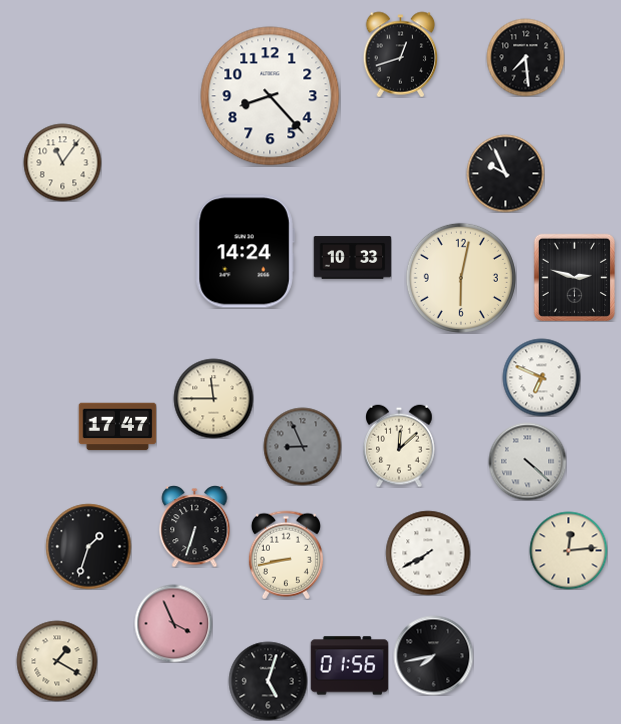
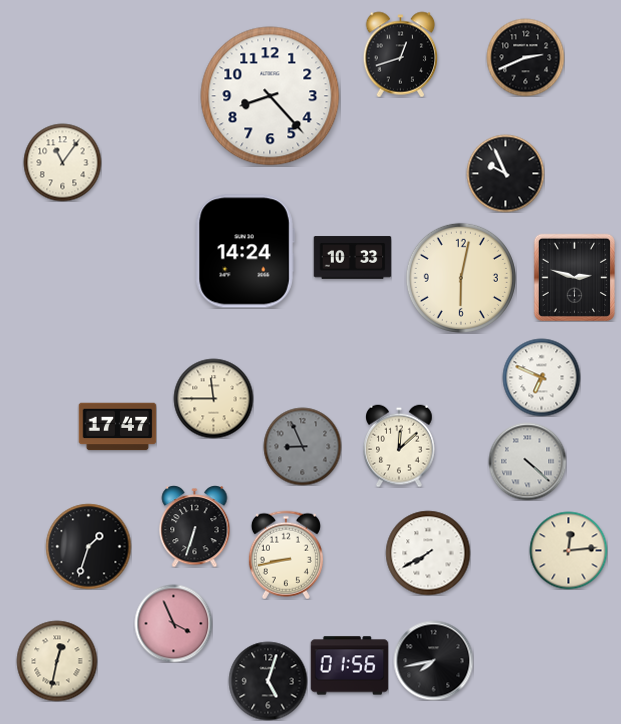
clock at (525, 57): 7:29 -> 2:41
clock at (433, 655) position: (433, 655) -> (433, 660)
clock at (57, 661): 1:20 -> 12:32
